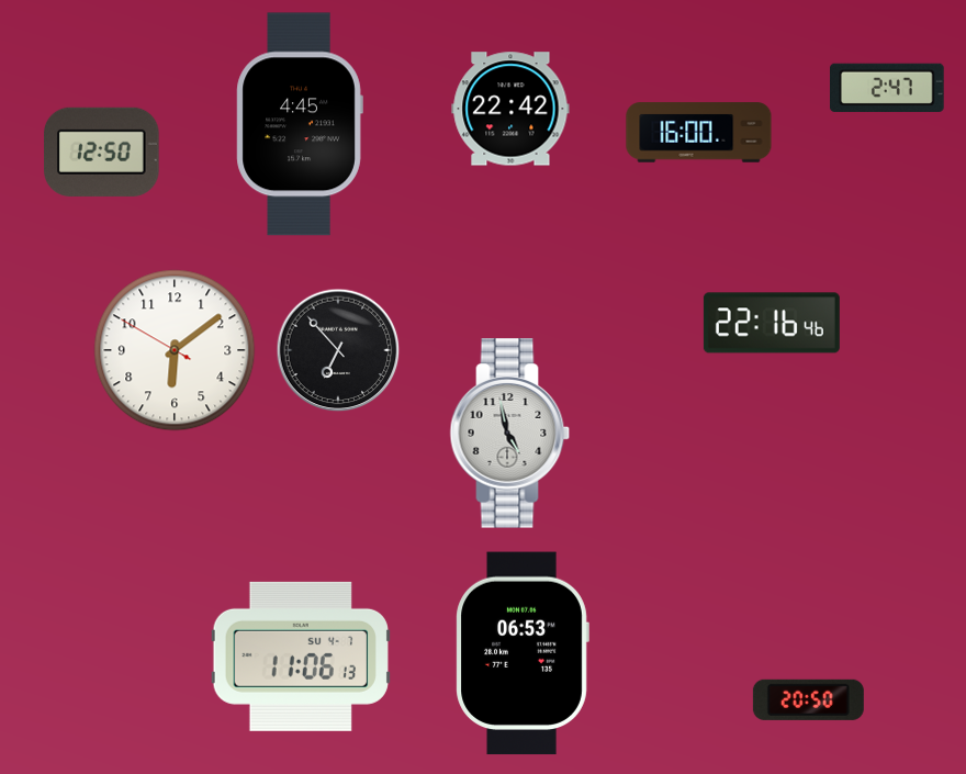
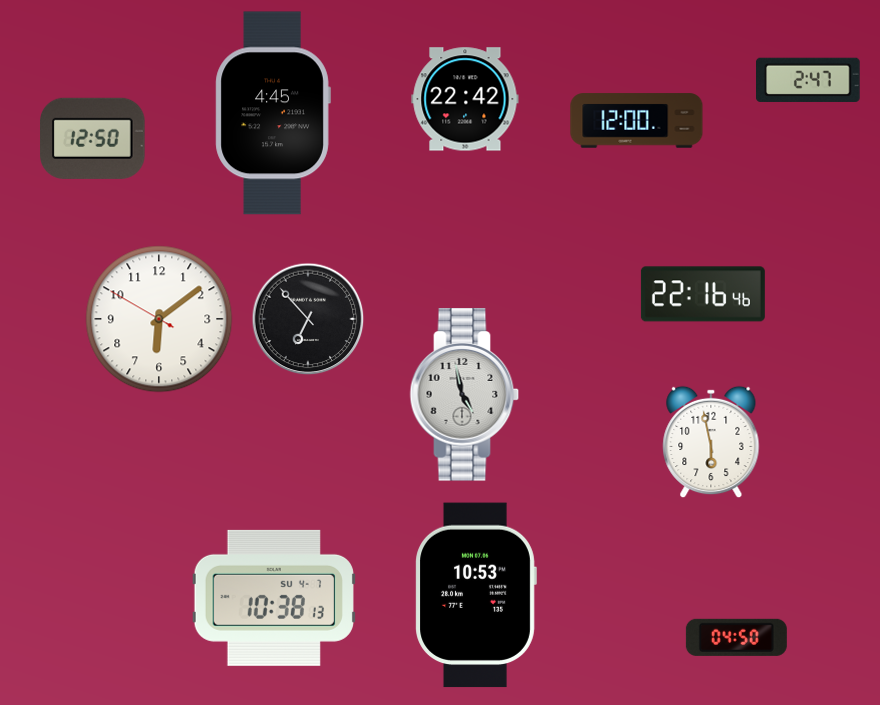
clock at (699, 133): 16:00 -> 12:00
clock at (711, 442): none -> 5:58
clock at (523, 653): 06:53 -> 10:53
clock at (301, 657): 11:06 -> 10:38
clock at (808, 699): 20:50 -> 04:50
